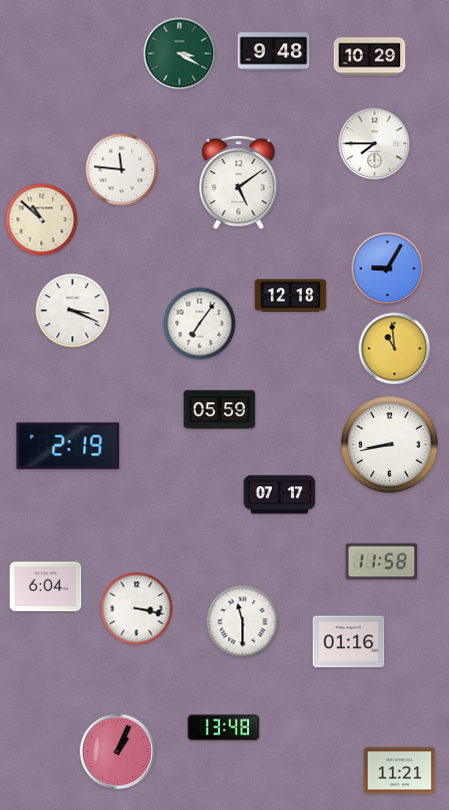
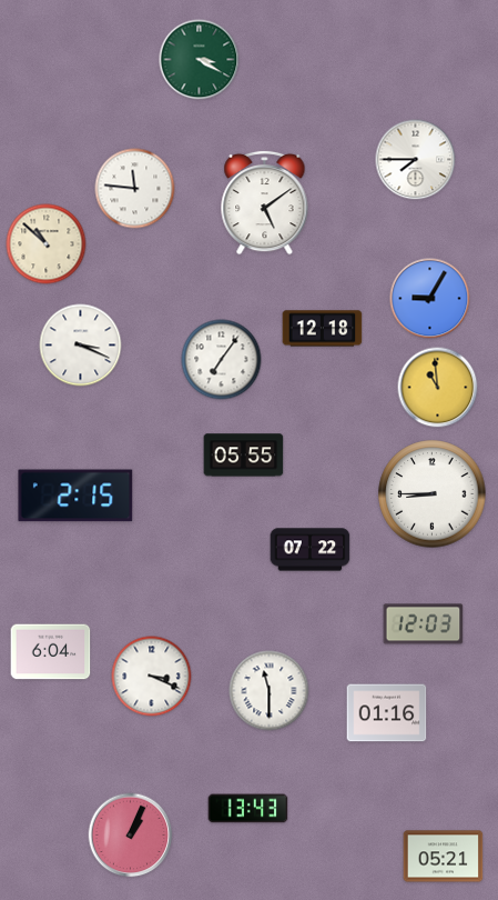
clock at (274, 52): 9:48 -> none
clock at (370, 57): 10:29 -> none
clock at (220, 410): 05:59 -> 05:55
clock at (390, 445): 8:43 -> 8:45
clock at (68, 446): 2:19 -> 2:15
clock at (280, 495): 07:17 -> 07:22
clock at (382, 562): 11:58 -> 12:03
clock at (137, 609): 3:17 -> 3:19
clock at (224, 728): 13:48 -> 13:43
clock at (400, 771): 11:21 -> 05:21
